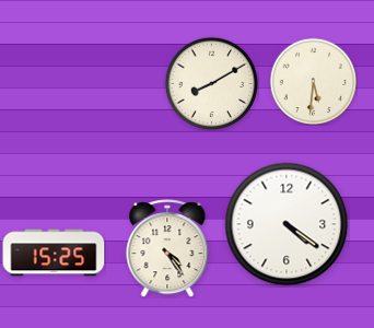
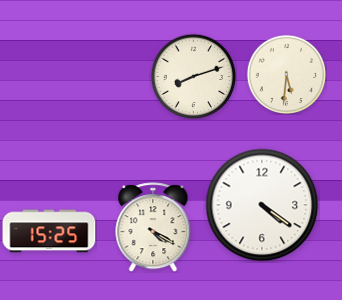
clock at (211, 83): 8:10 -> 8:12
clock at (167, 248): 4:24 -> 4:20
